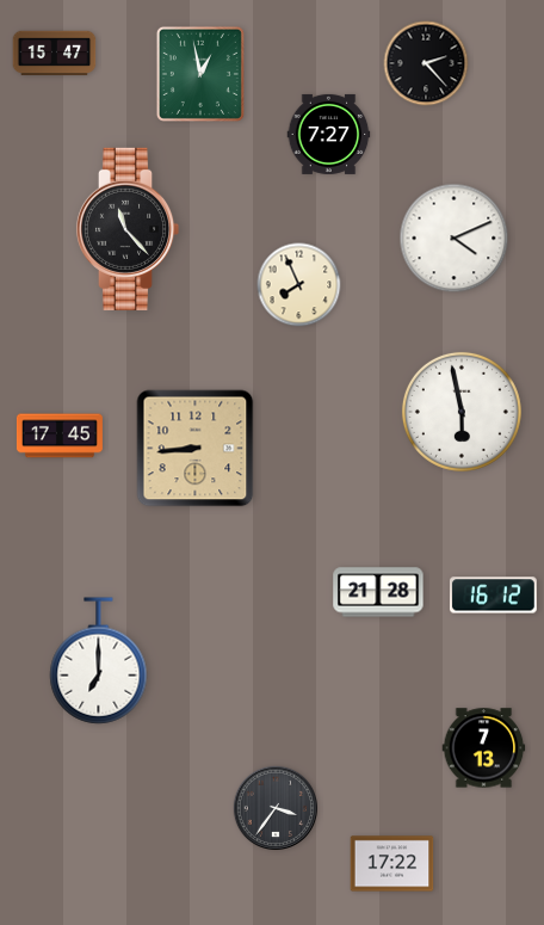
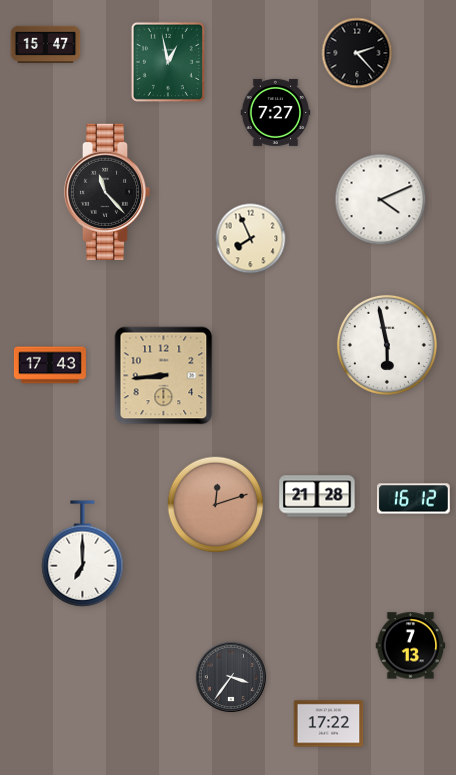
clock at (60, 436): 17:45 -> 17:43
clock at (216, 505): none -> 12:12
clock at (484, 748) position: (484, 748) -> (411, 646)
